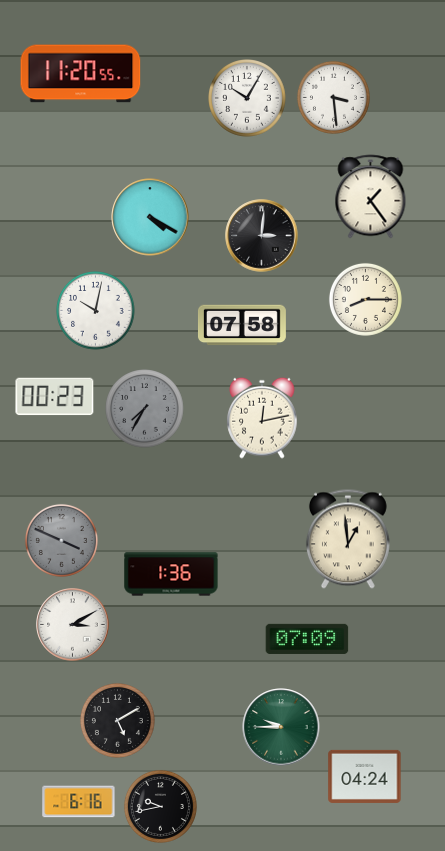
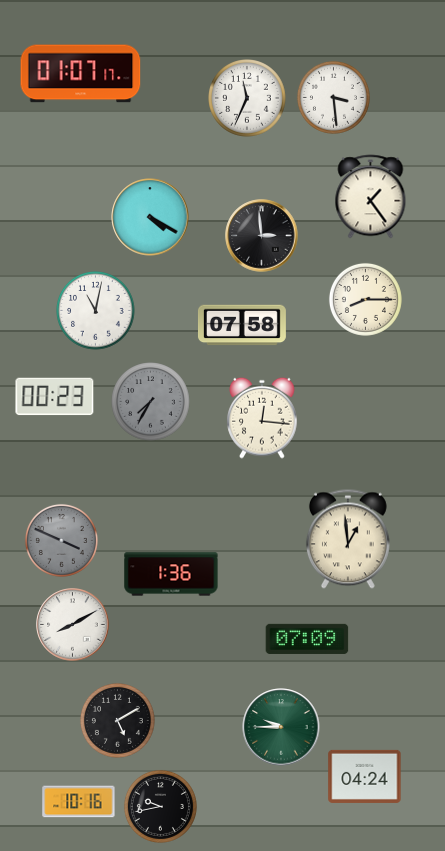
clock at (81, 74): 11:20 -> 01:07
clock at (248, 99): 10:05 -> 11:34
clock at (262, 236): 3:01 -> 2:59
clock at (96, 311): 10:02 -> 11:02
clock at (145, 409) position: (145, 409) -> (151, 402)
clock at (262, 418): 12:13 -> 12:16
clock at (73, 625): 3:10 -> 8:10
clock at (79, 802): 6:16 -> 10:16
